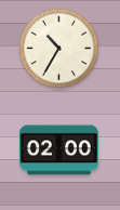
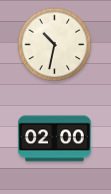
clock at (59, 49): 10:35 -> 10:32
